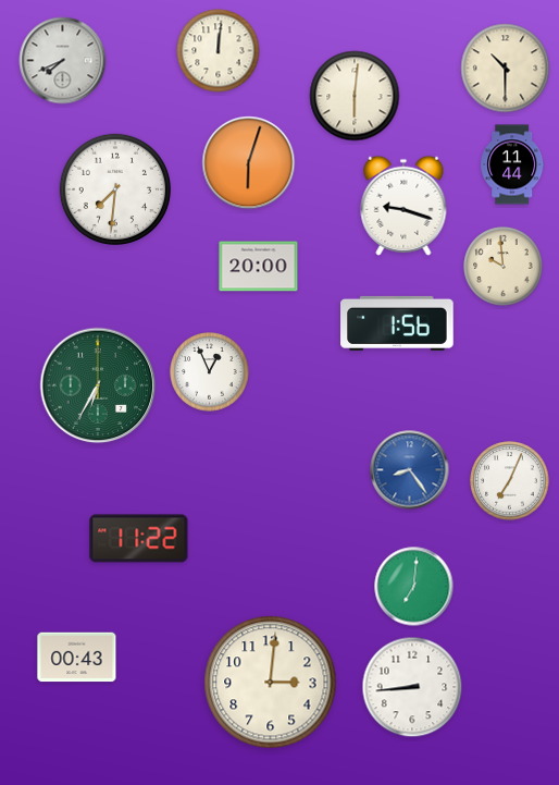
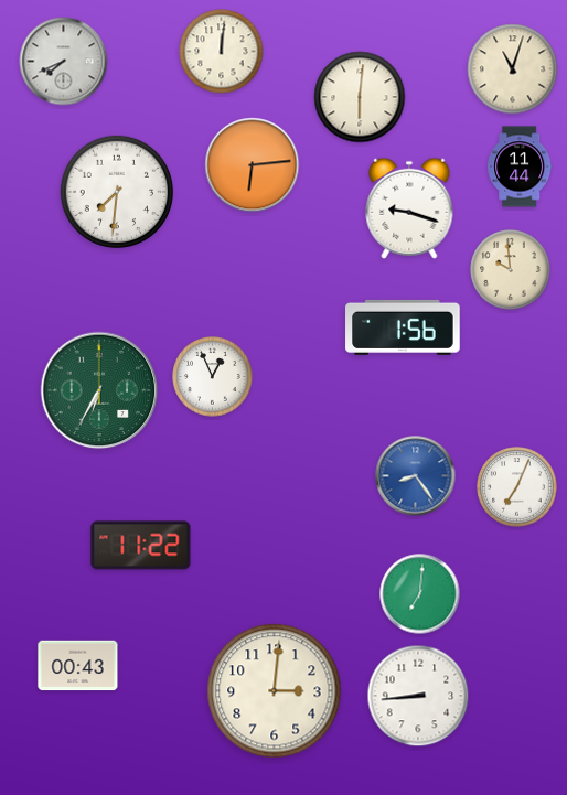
clock at (506, 69): 10:30 -> 11:03
clock at (249, 163): 6:03 -> 6:14
clock at (259, 267): 20:00 -> none
